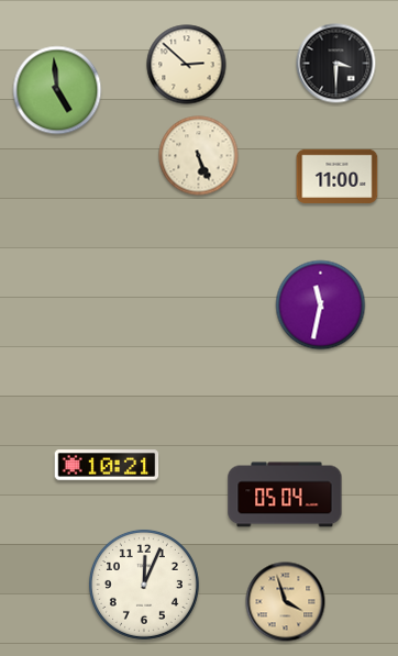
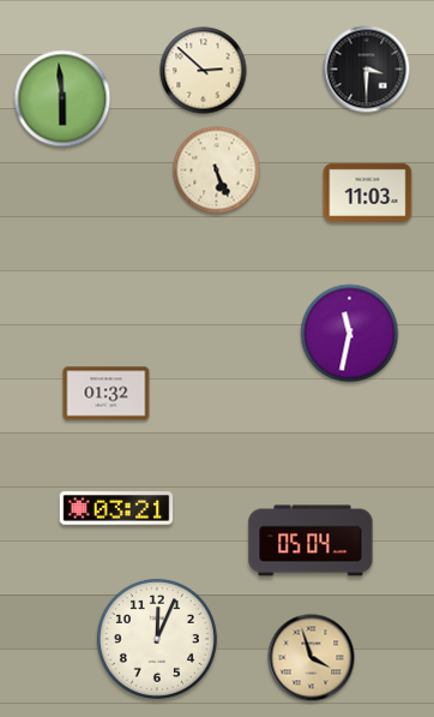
clock at (57, 90): 4:59 -> 5:59
clock at (338, 176): 11:00 -> 11:03
clock at (107, 394): none -> 01:32
clock at (107, 465): 10:21 -> 03:21
